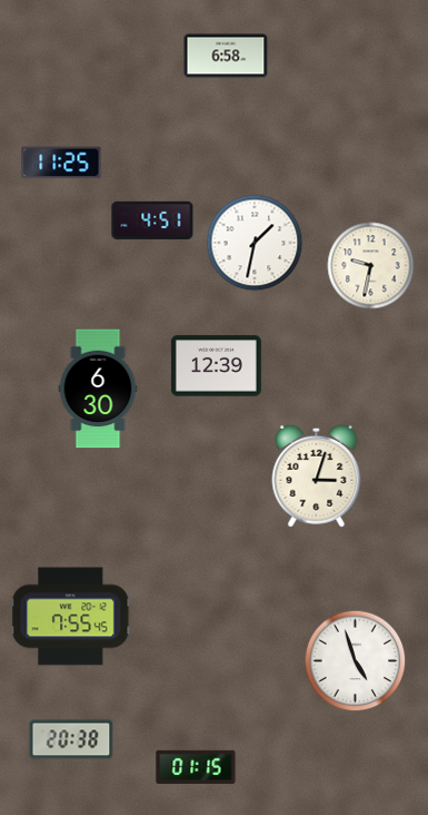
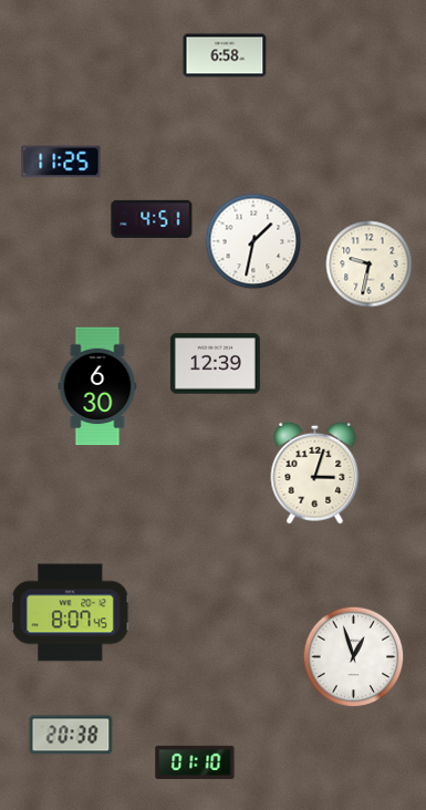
clock at (71, 617): 7:55 -> 8:07
clock at (356, 661): 4:57 -> 12:57
clock at (196, 767): 01:15 -> 01:10
